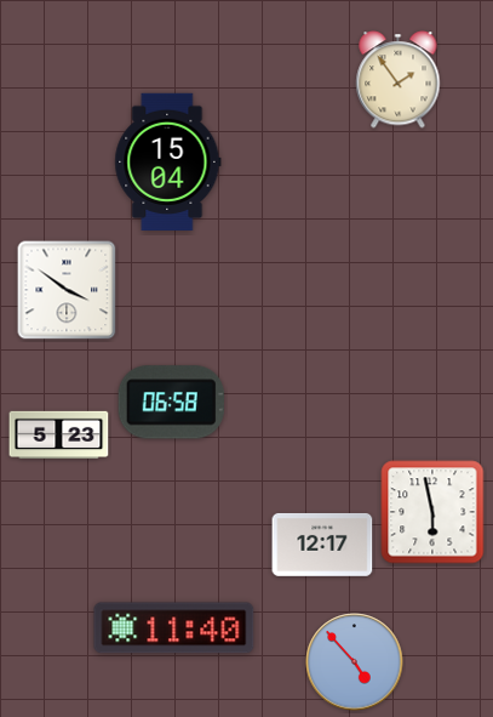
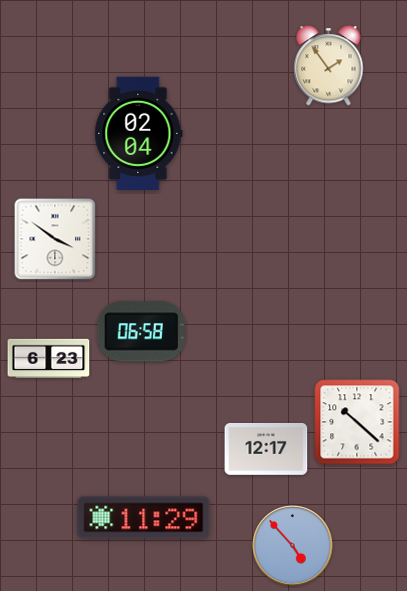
clock at (168, 161): 15:04 -> 02:04
clock at (59, 436): 5:23 -> 6:23
clock at (432, 512): 5:58 -> 10:22
clock at (174, 628): 11:40 -> 11:29
